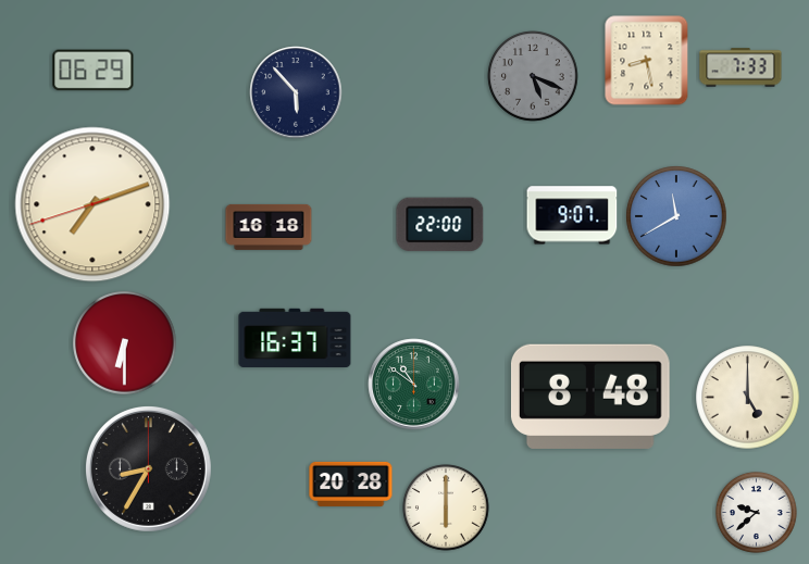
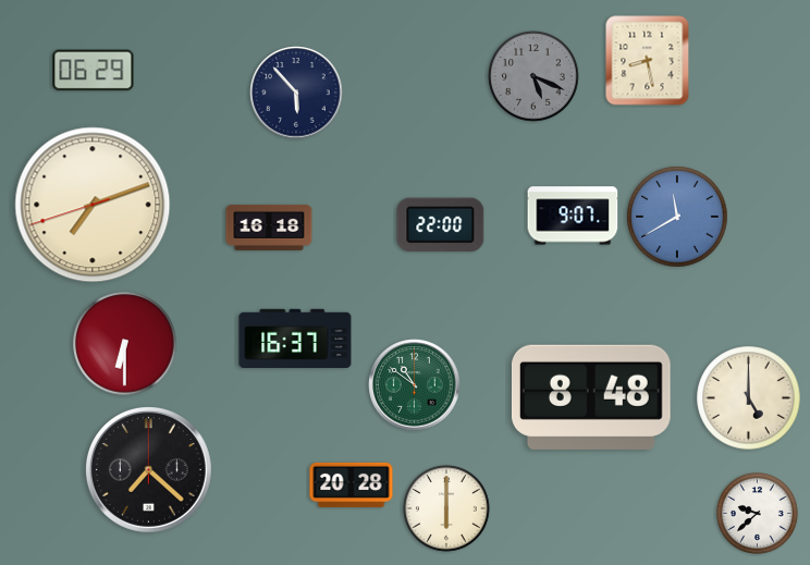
clock at (740, 67): 7:33 -> none
clock at (148, 468): 8:35 -> 7:22
